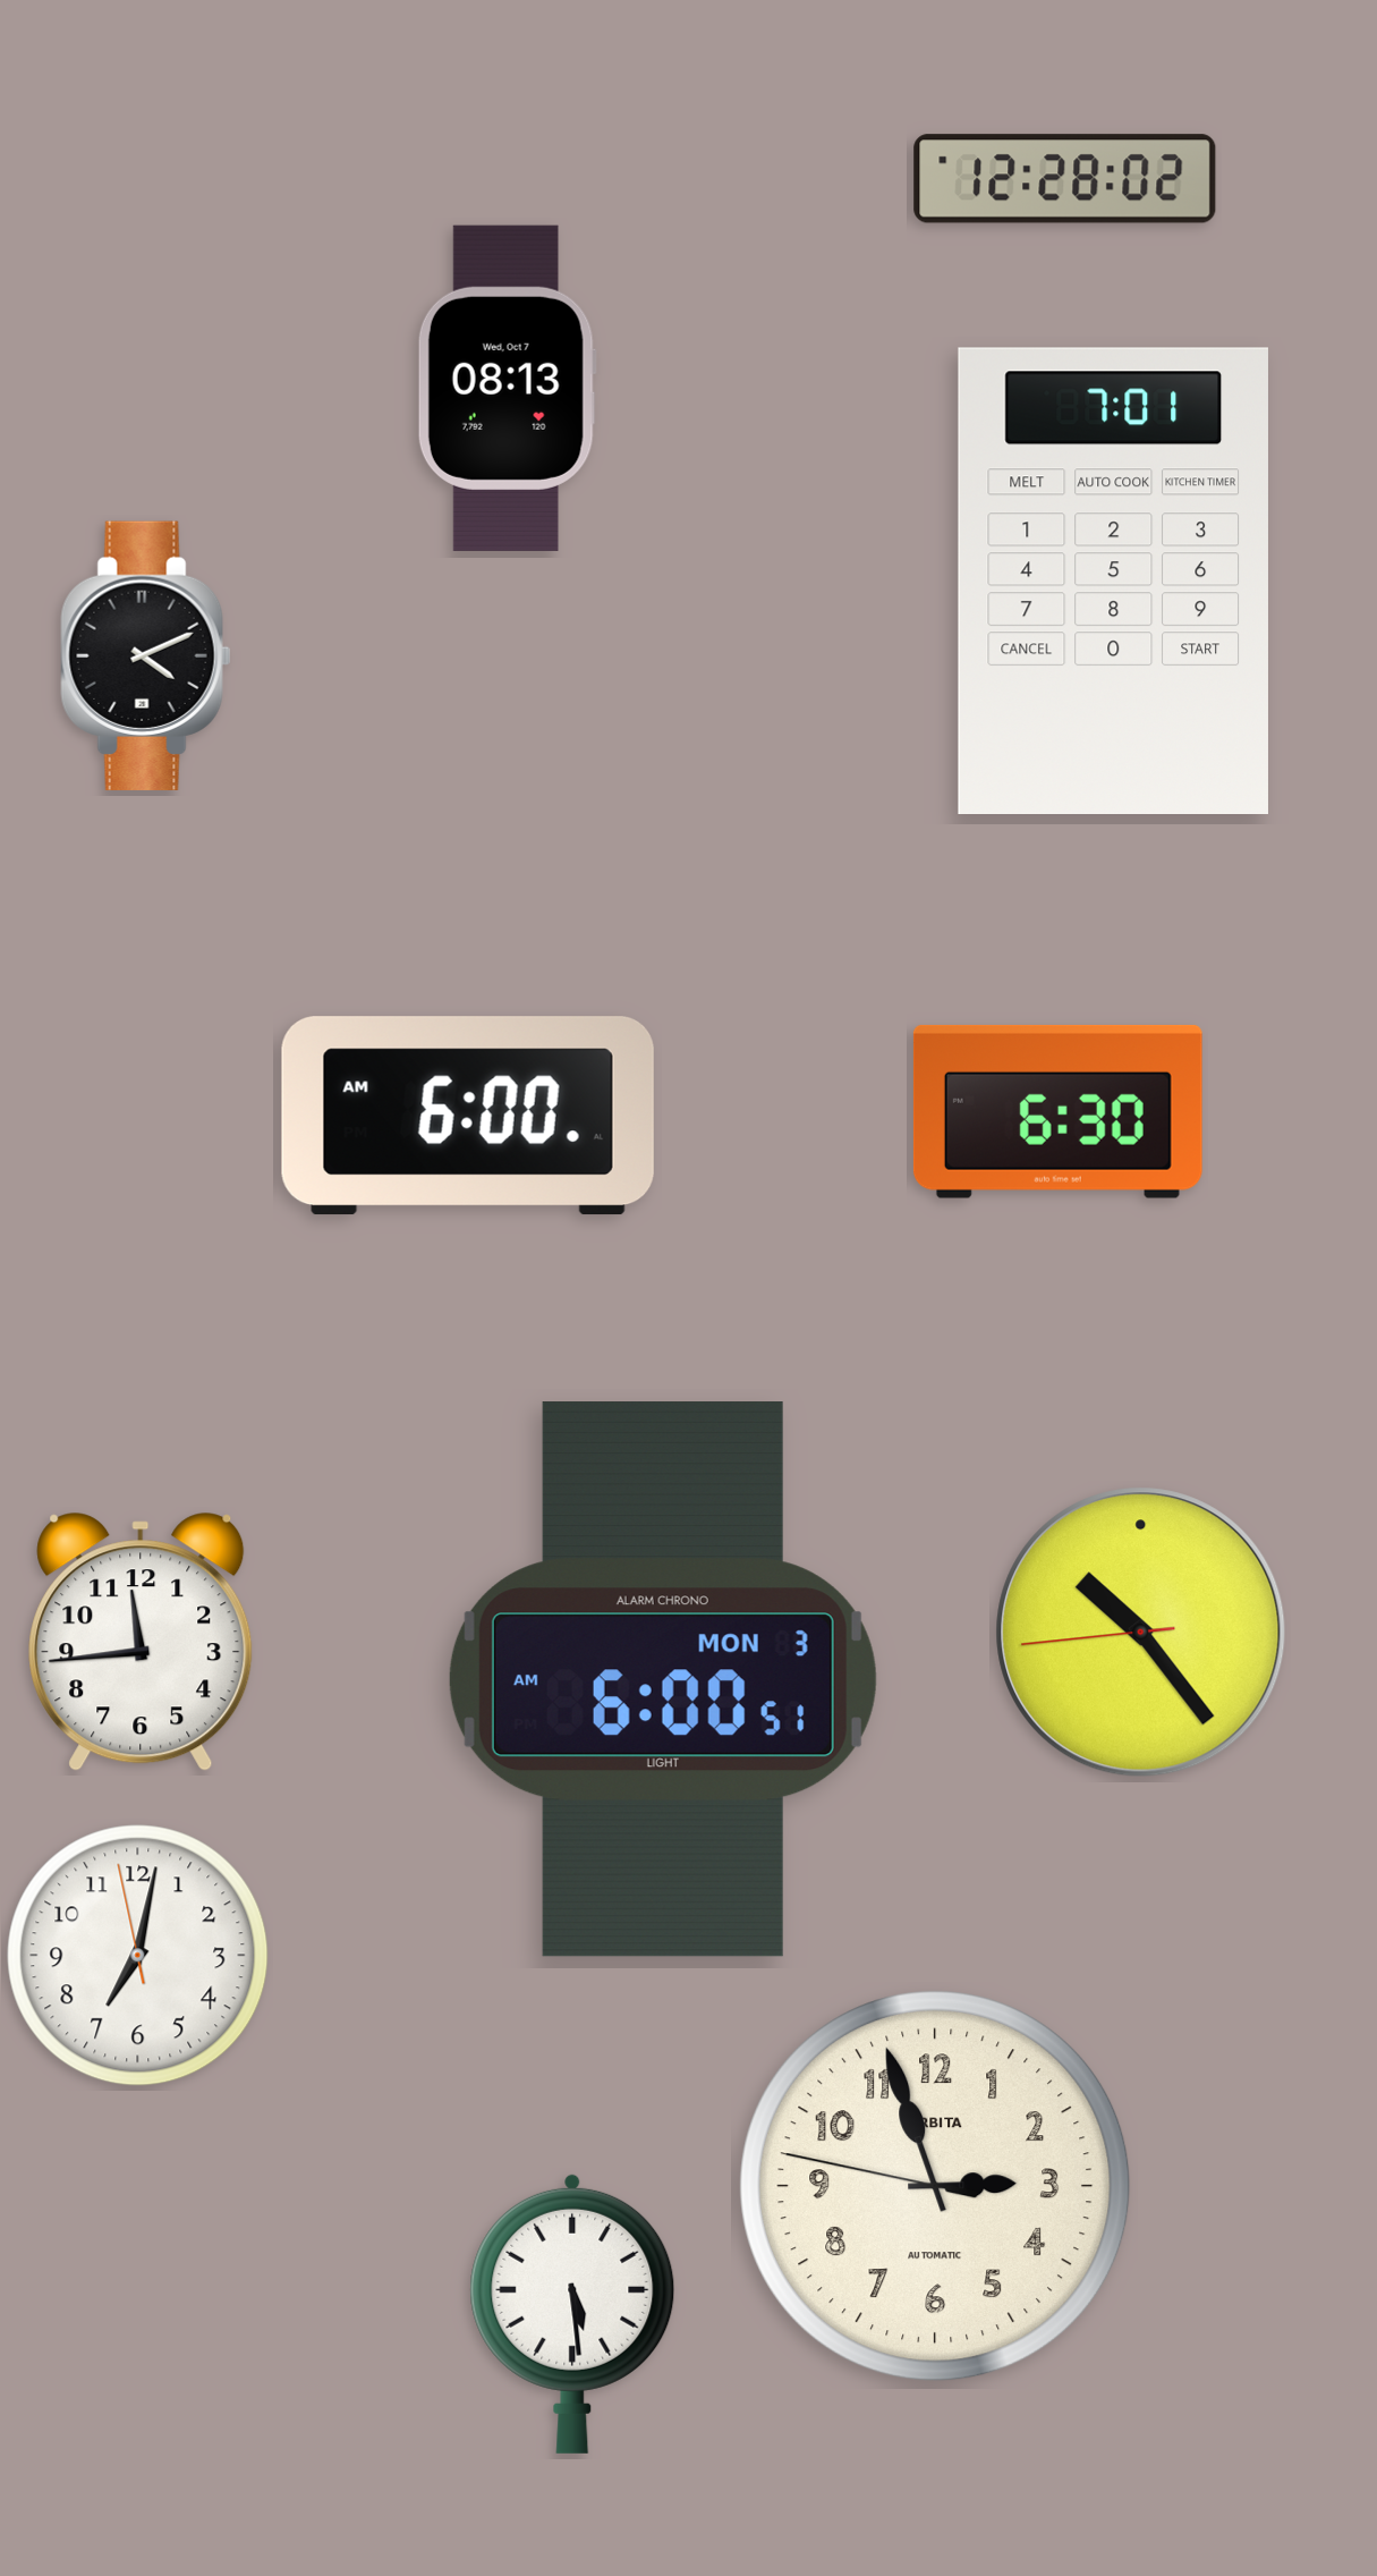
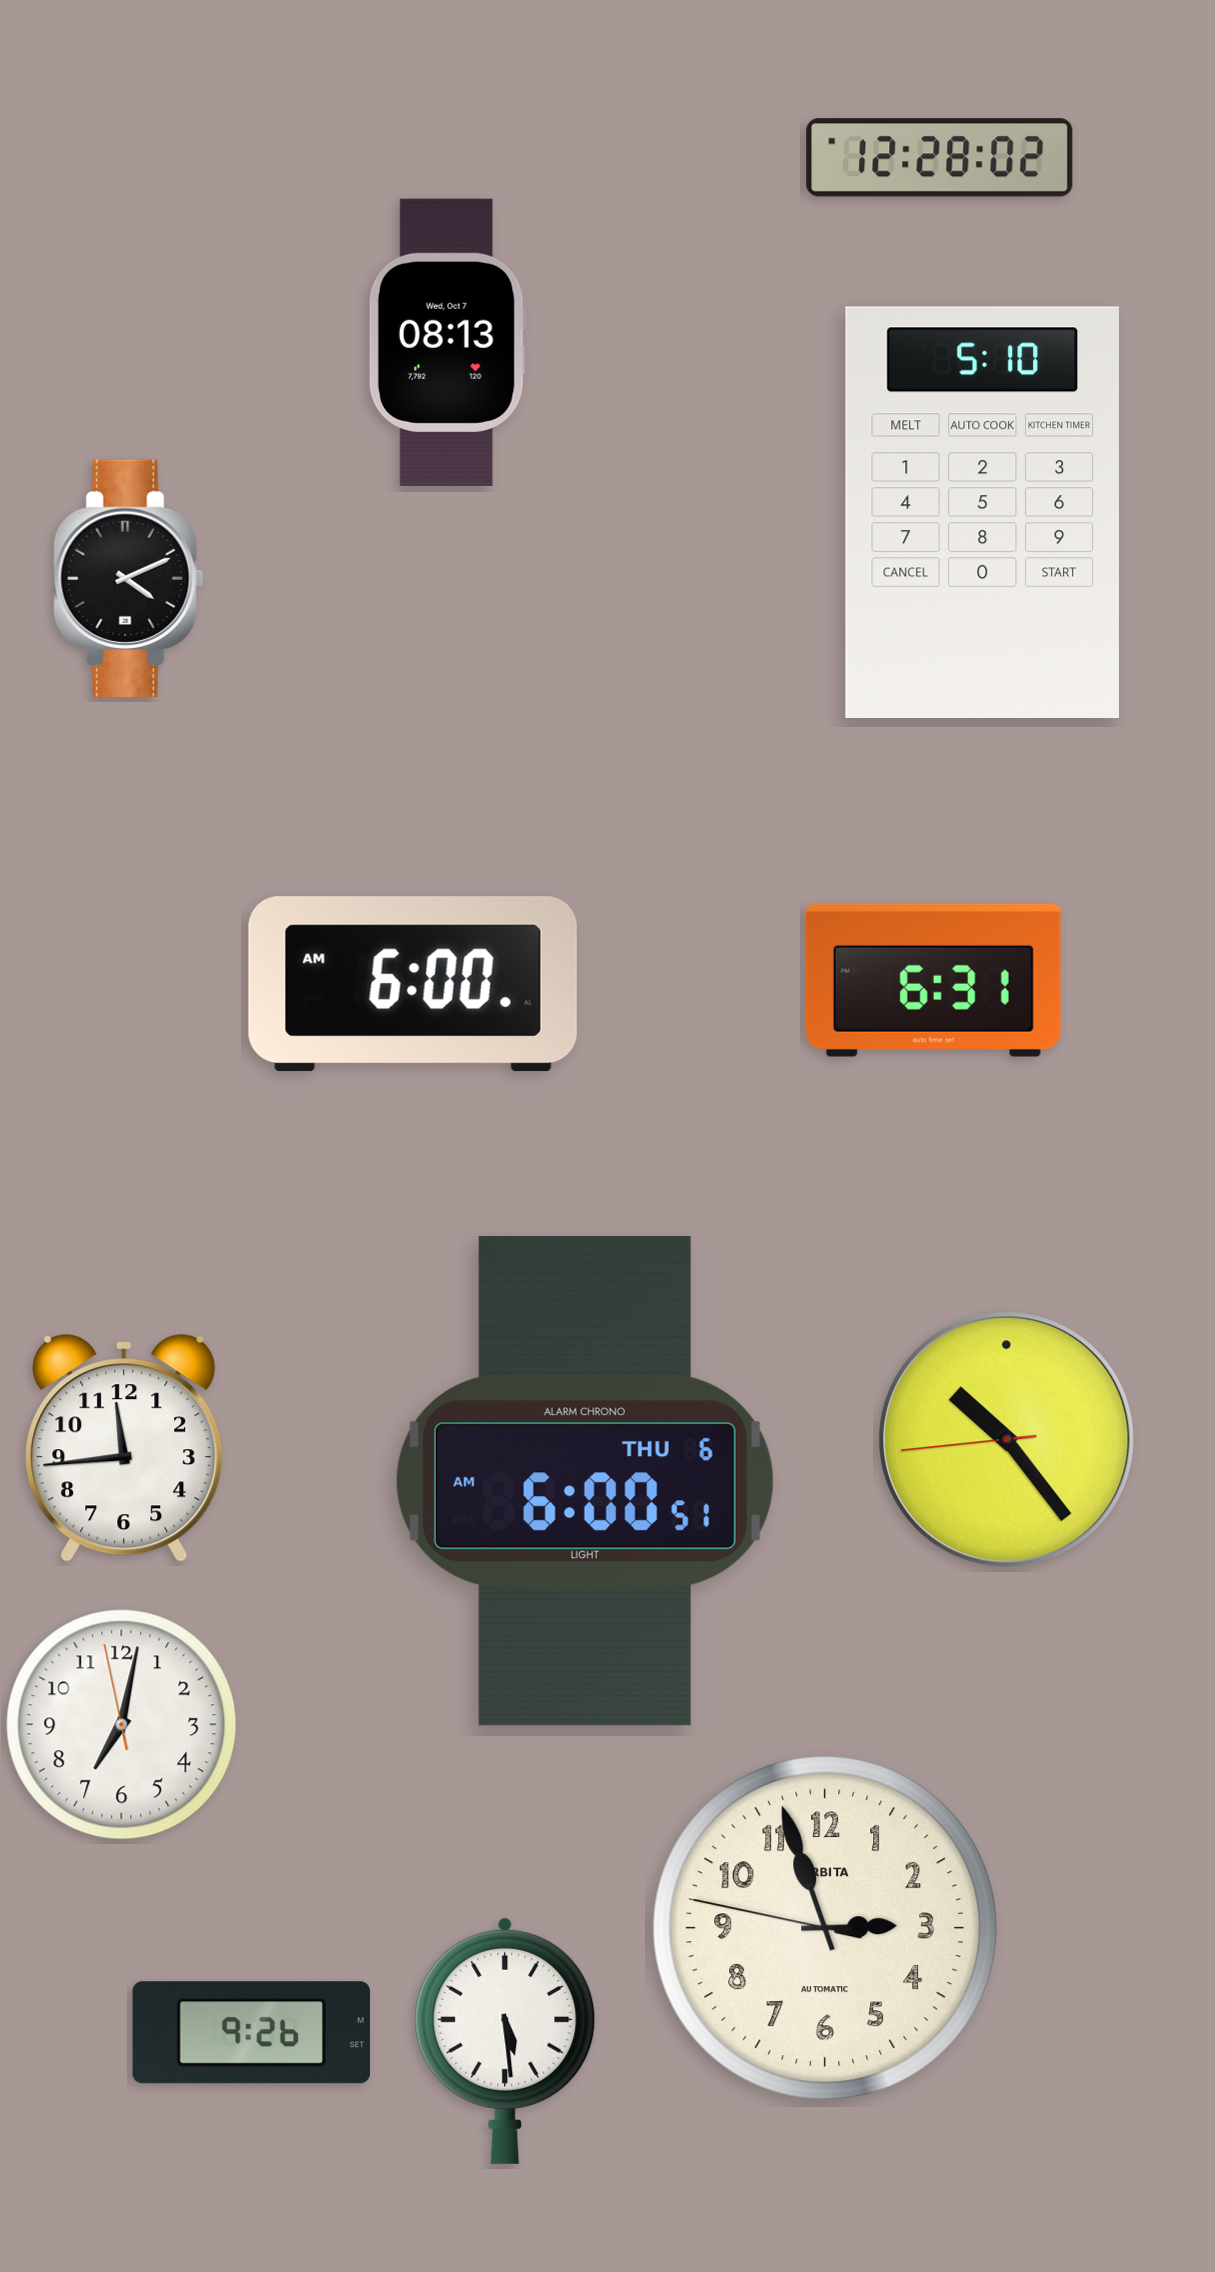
clock at (1113, 581): 7:01 -> 5:10
clock at (1057, 1111): 6:30 -> 6:31
clock at (663, 1679) date: MON 3 -> THU 6
clock at (251, 2033): none -> 9:26
